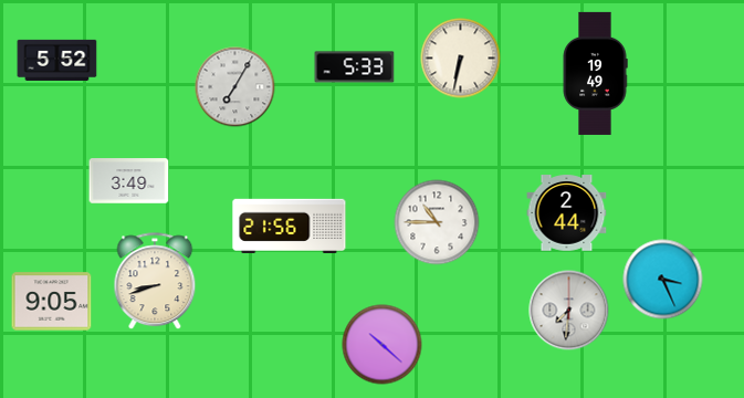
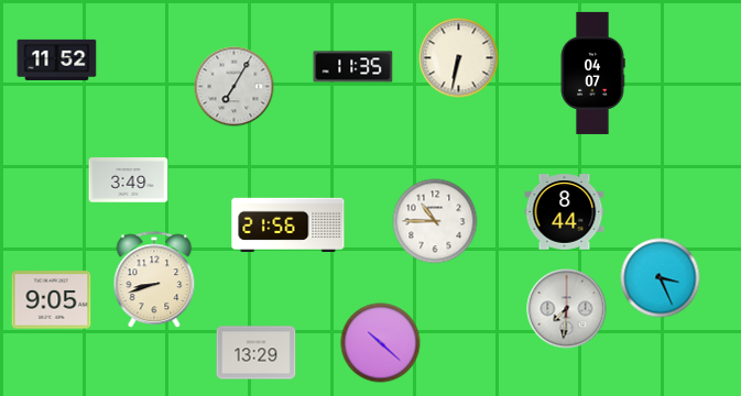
clock at (57, 60): 5:52 -> 11:52
clock at (355, 67): 5:33 -> 11:35
clock at (595, 73): 19:49 -> 04:07
clock at (567, 213): 2:44 -> 8:44
clock at (257, 353): none -> 13:29
